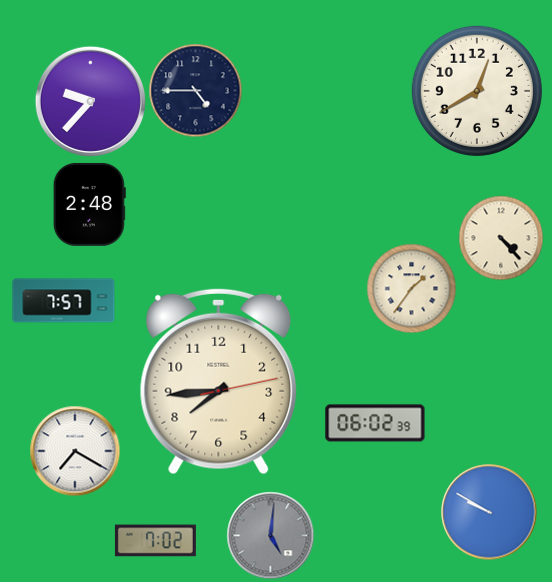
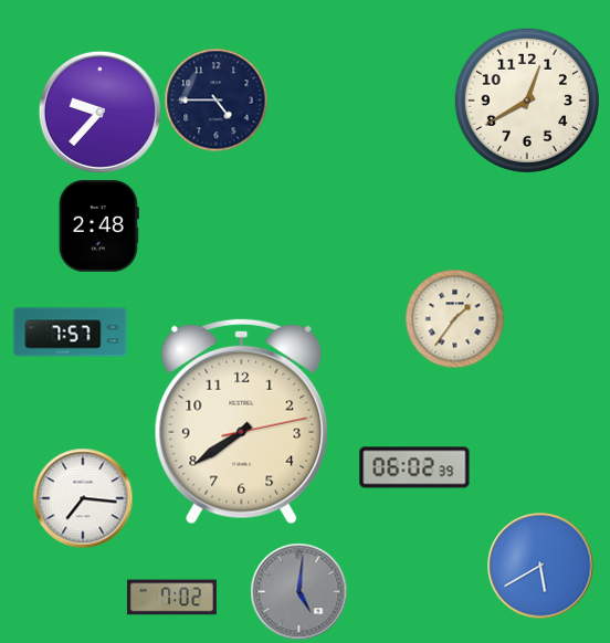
clock at (501, 238): 4:23 -> none
clock at (219, 381): 7:44 -> 7:39
clock at (75, 451): 7:20 -> 7:16
clock at (489, 512): 9:50 -> 5:40
